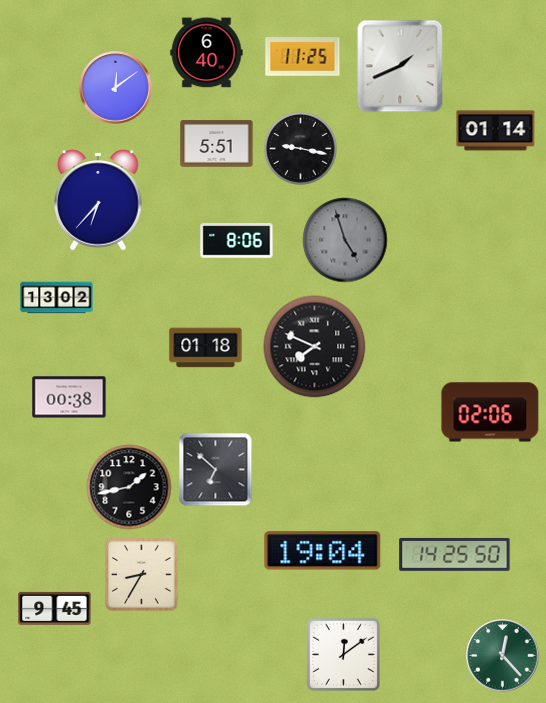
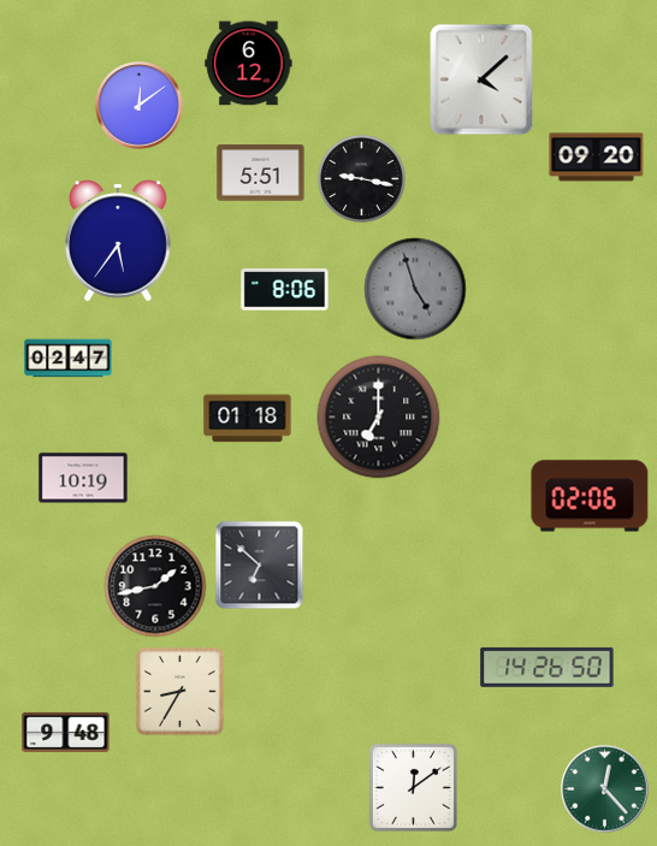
clock at (207, 53): 6:40 -> 6:12
clock at (303, 57): 11:25 -> none
clock at (400, 66): 1:41 -> 4:08
clock at (496, 131): 01:14 -> 09:20
clock at (99, 200): 6:37 -> 5:36
clock at (57, 298): 13:02 -> 02:47
clock at (315, 347): 7:49 -> 7:00
clock at (69, 397): 00:38 -> 10:19
clock at (323, 551): 19:04 -> none
clock at (455, 554): 14:25 -> 14:26
clock at (142, 575) position: (142, 575) -> (180, 692)
clock at (55, 608): 9:45 -> 9:48
